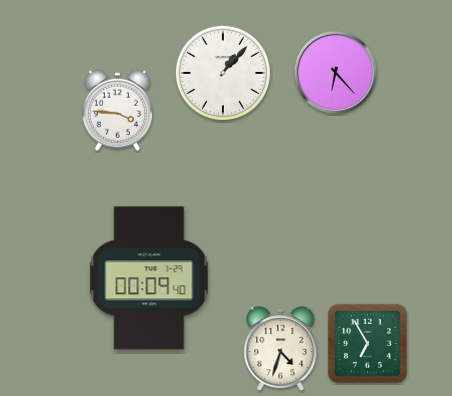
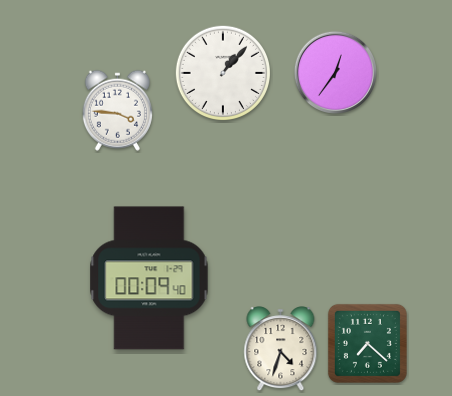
clock at (335, 72): 6:23 -> 12:36
clock at (367, 343): 6:55 -> 7:22
